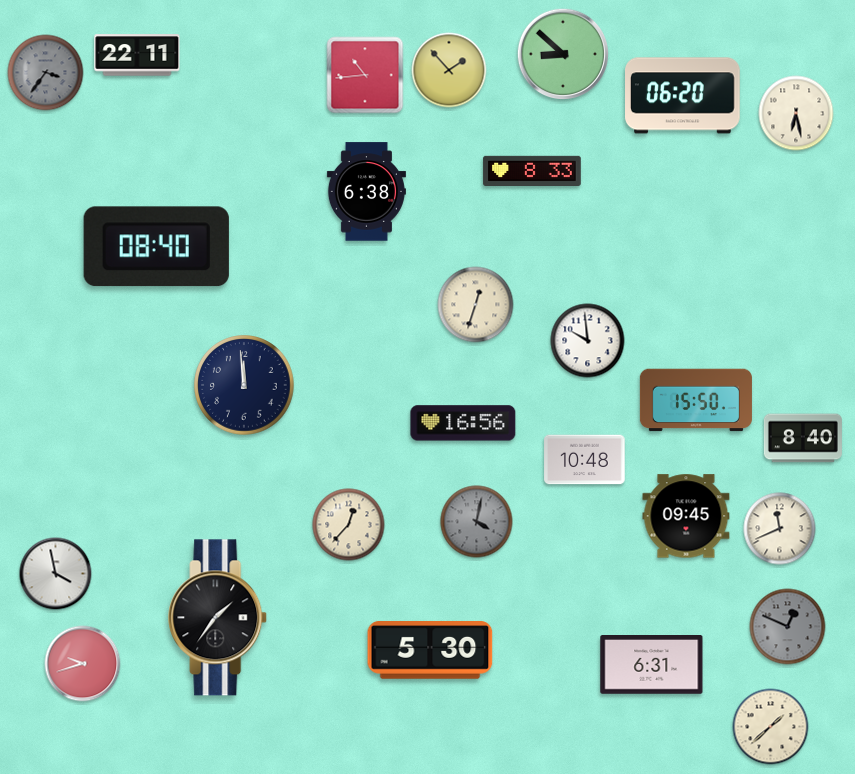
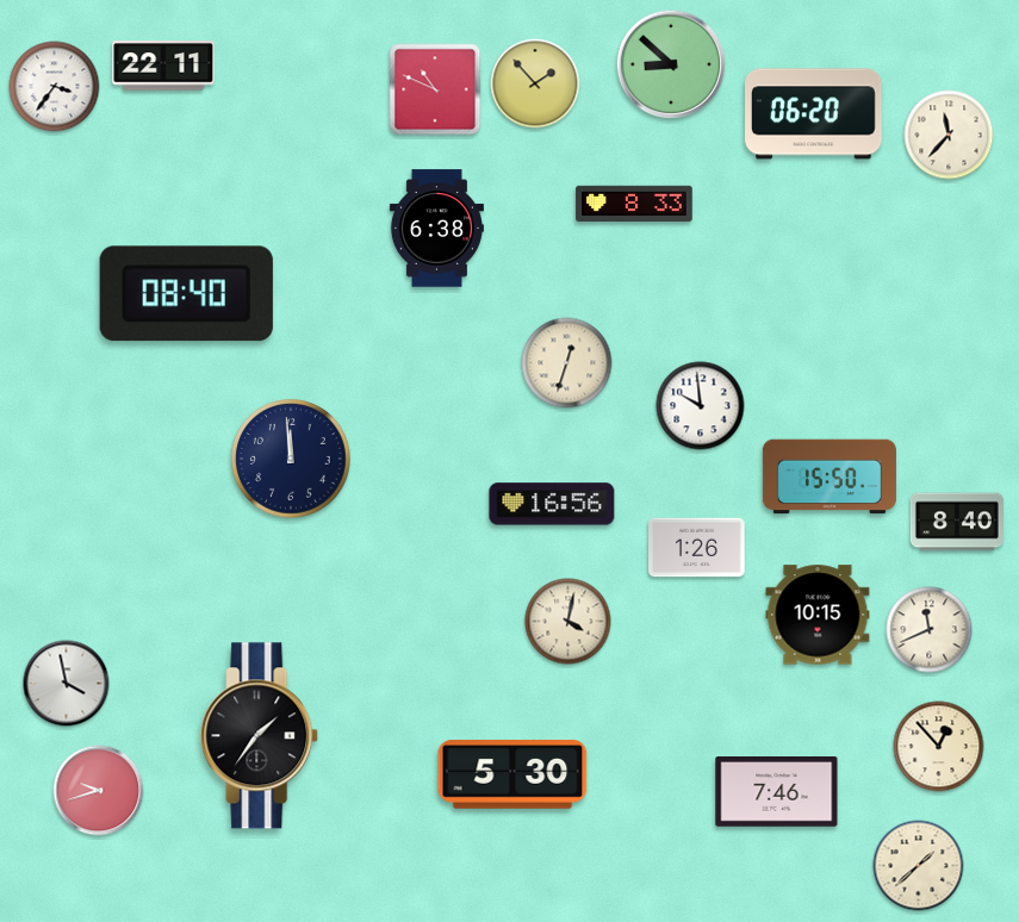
clock at (46, 73) dial: grey -> white
clock at (365, 75): 10:44 -> 10:49
clock at (796, 113): 6:28 -> 11:37
clock at (585, 460): 10:48 -> 1:26
clock at (686, 516): 09:45 -> 10:15
clock at (477, 522) dial: grey -> cream
clock at (349, 525): 12:37 -> none
clock at (788, 627): 12:49 -> 12:53
clock at (788, 627) dial: grey -> cream
clock at (652, 665): 6:31 -> 7:46
